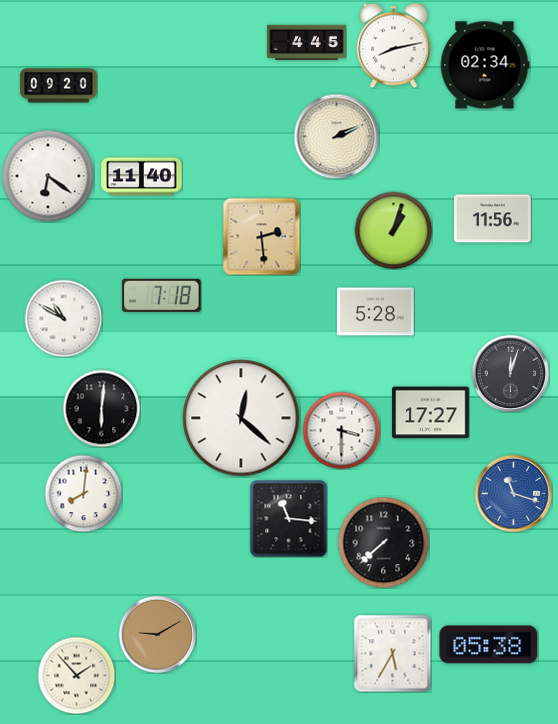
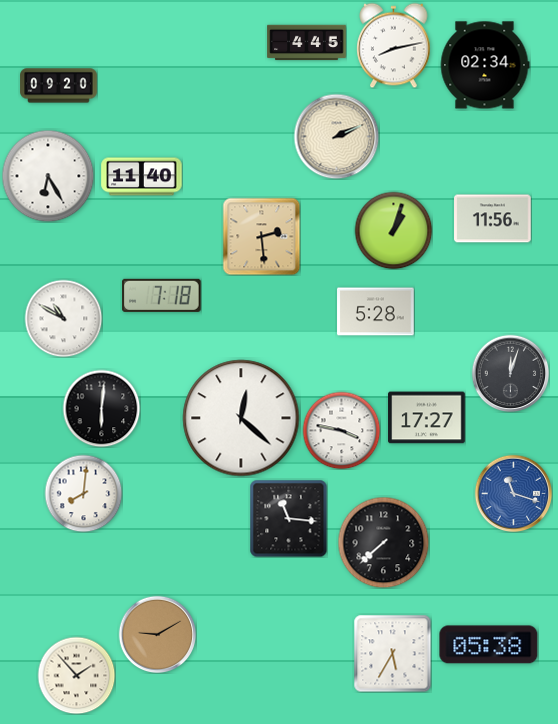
clock at (48, 176): 6:21 -> 6:25
clock at (431, 413) position: (431, 413) -> (427, 418)
clock at (341, 430): 3:30 -> 3:47
